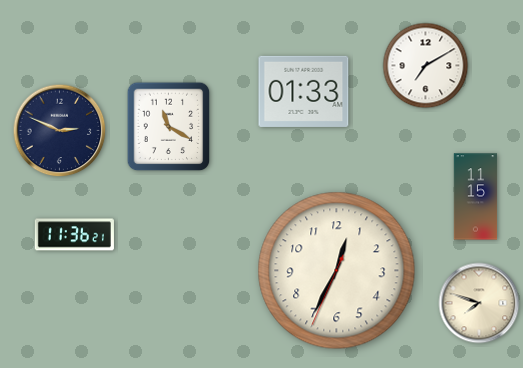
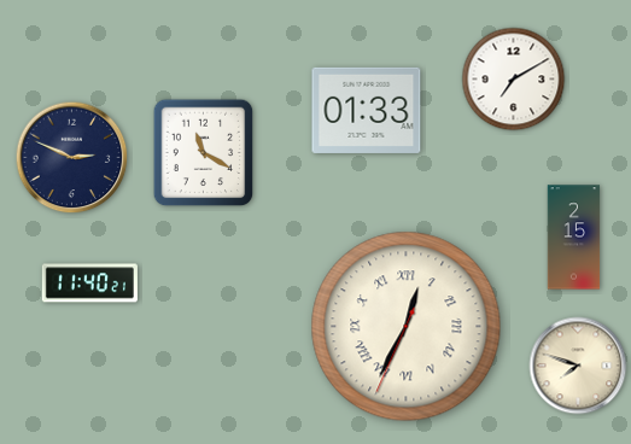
clock at (476, 197): 11:15 -> 2:15
clock at (74, 235): 11:36 -> 11:40
clock at (337, 271) numerals: Arabic -> Roman
